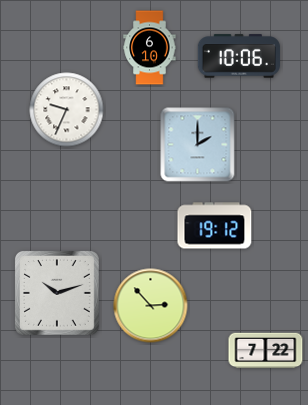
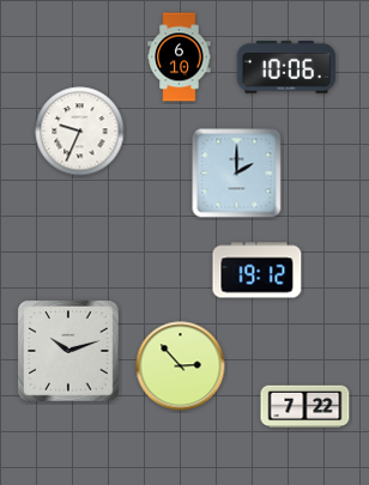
clock at (266, 351) position: (266, 351) -> (306, 407)
